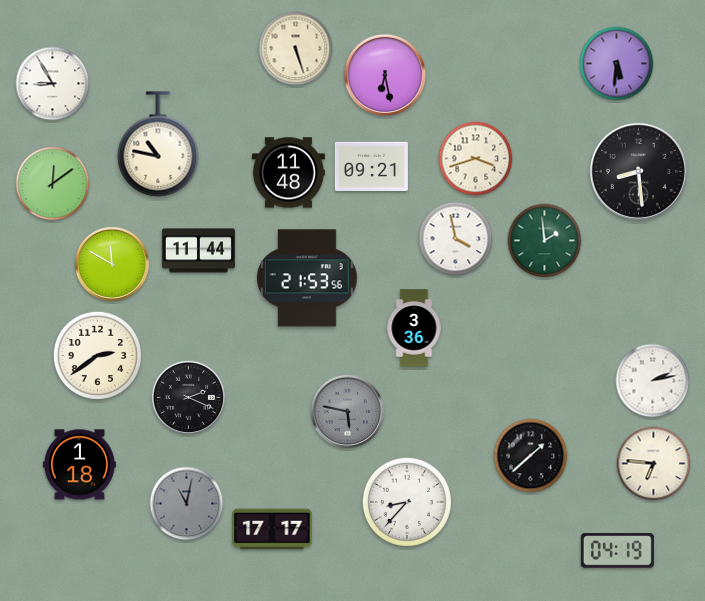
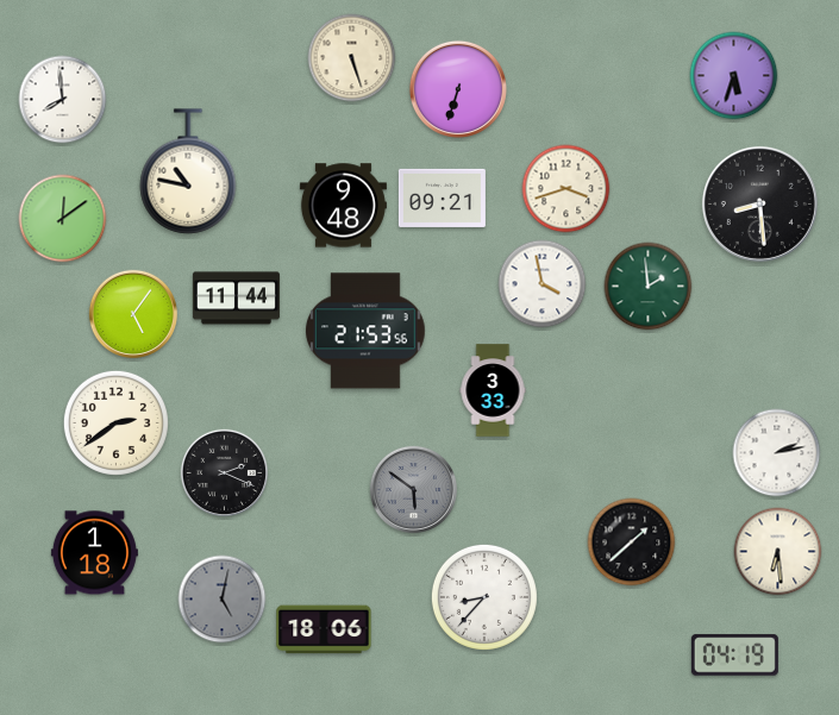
clock at (617, 64): 5:31 -> 5:33
clock at (385, 75): 6:28 -> 6:33
clock at (53, 84): 8:55 -> 7:59
clock at (288, 173): 11:48 -> 9:48
clock at (111, 263): 11:50 -> 5:06
clock at (414, 328): 3:36 -> 3:33
clock at (347, 411): 5:47 -> 5:51
clock at (654, 464): 6:46 -> 6:29
clock at (187, 504): 11:02 -> 5:02
clock at (272, 529): 17:17 -> 18:06
